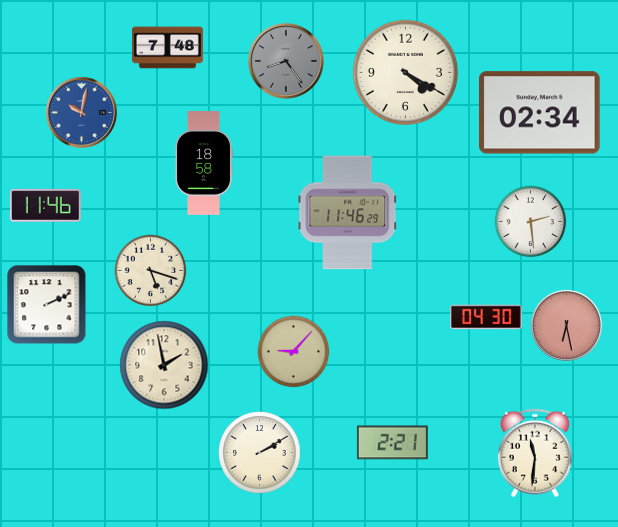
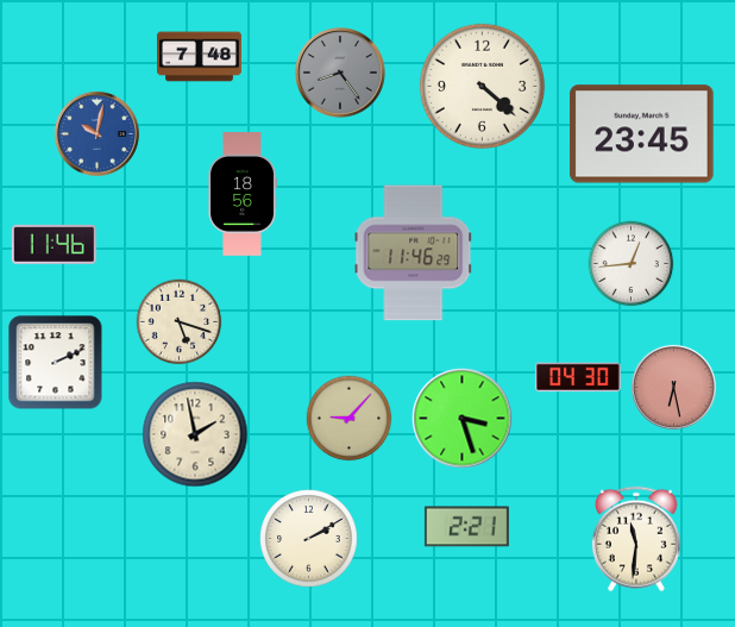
clock at (405, 72): 4:20 -> 4:22
clock at (540, 113): 02:34 -> 23:45
clock at (204, 163): 18:58 -> 18:56
clock at (531, 222): 2:29 -> 12:44
clock at (463, 419): none -> 3:27
